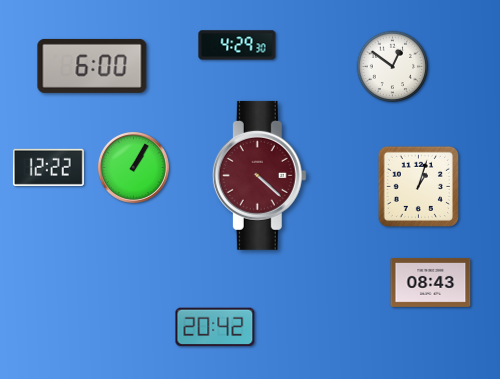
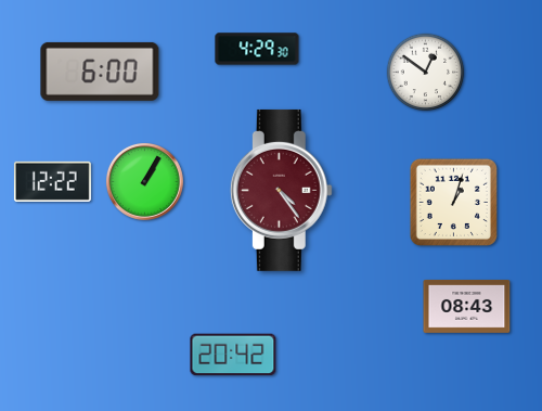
clock at (259, 175): 4:22 -> 4:24
